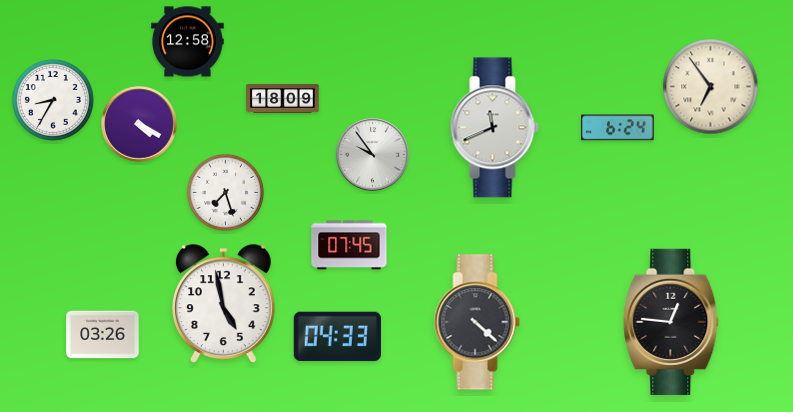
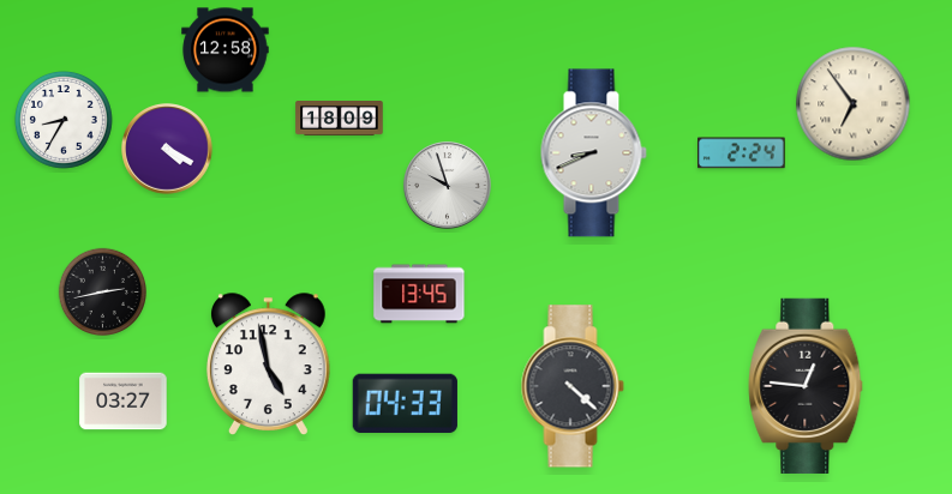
clock at (494, 128): 11:41 -> 8:41
clock at (618, 128): 6:24 -> 2:24
clock at (373, 155): 9:54 -> 9:57
clock at (225, 192): 7:27 -> none
clock at (102, 291): none -> 2:43
clock at (349, 245): 07:45 -> 13:45
clock at (103, 335): 03:26 -> 03:27
